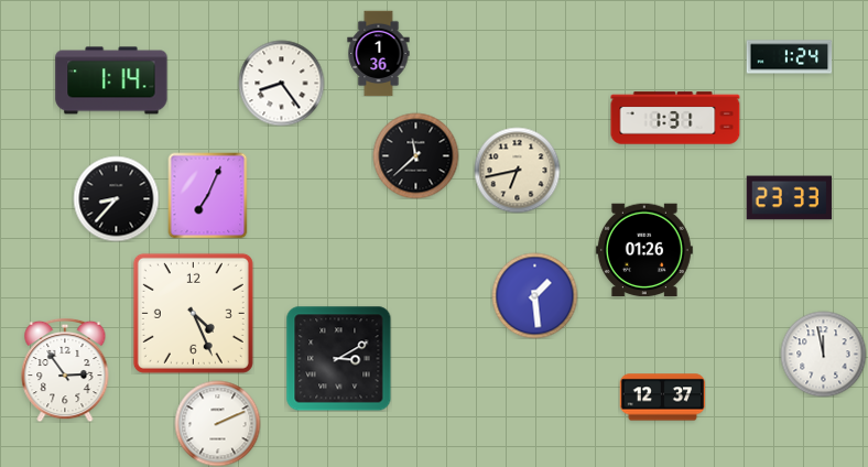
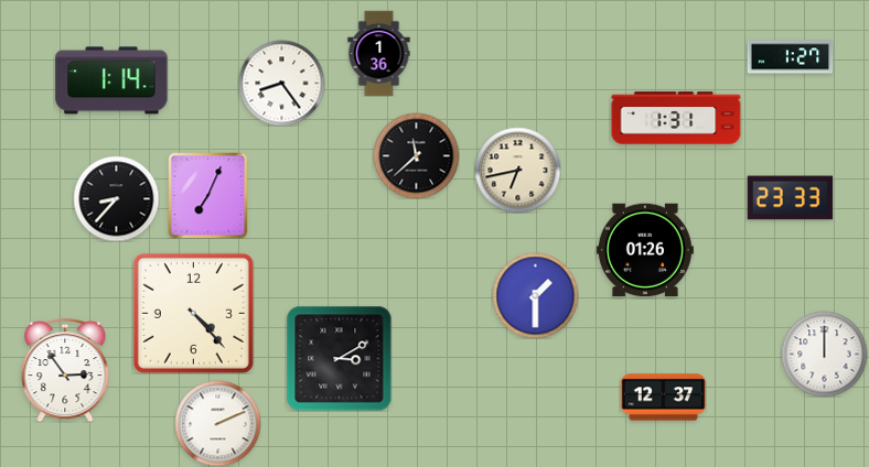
clock at (789, 57): 1:24 -> 1:27
clock at (534, 295): 1:29 -> 1:30
clock at (193, 313): 4:26 -> 4:23
clock at (823, 354): 11:58 -> 12:00
